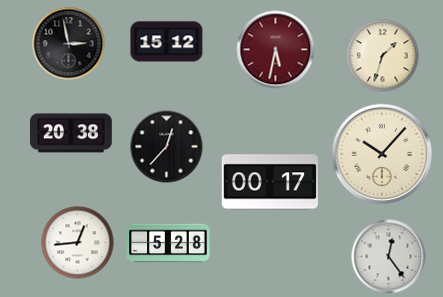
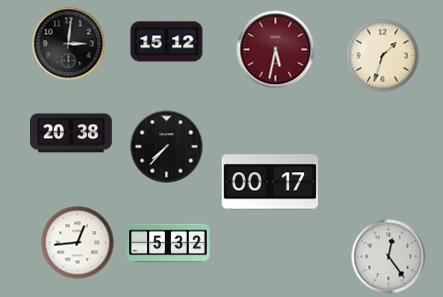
clock at (69, 44): 2:58 -> 3:01
clock at (167, 147): 12:37 -> 7:37
clock at (382, 154): 10:07 -> none
clock at (168, 243): 5:28 -> 5:32
